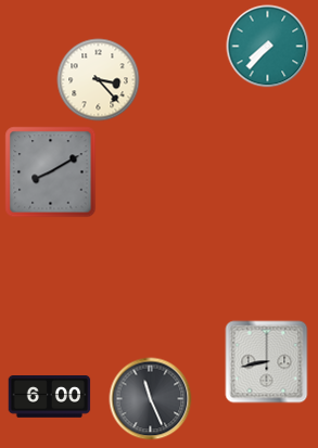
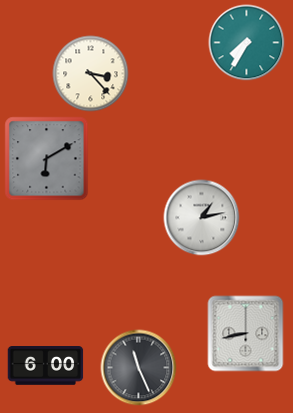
clock at (268, 47): 7:37 -> 7:35
clock at (51, 172): 8:10 -> 6:10
clock at (202, 218): none -> 1:13
